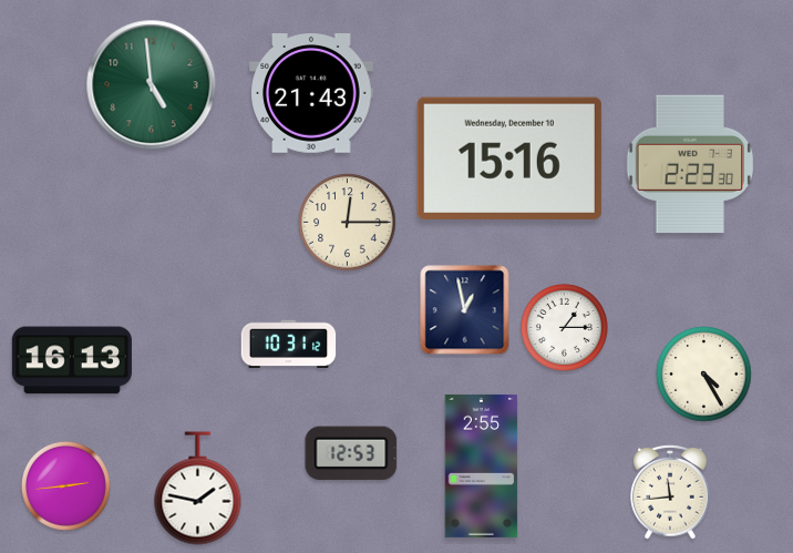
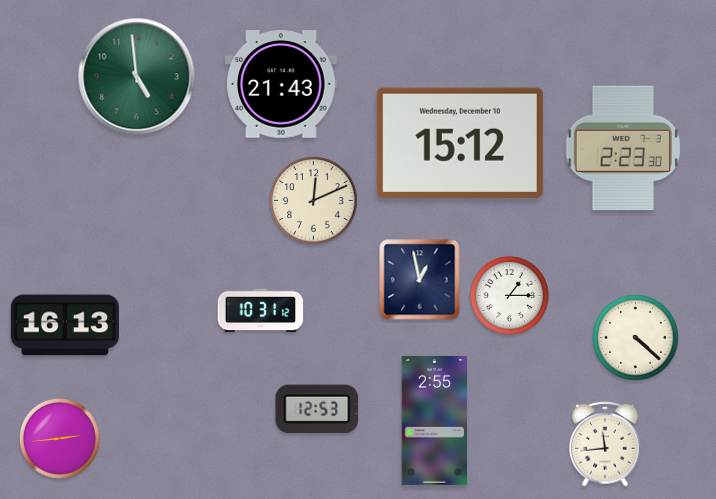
clock at (509, 158): 15:16 -> 15:12
clock at (348, 223): 12:15 -> 12:11
clock at (704, 375): 4:25 -> 4:22
clock at (198, 489): 1:47 -> none
